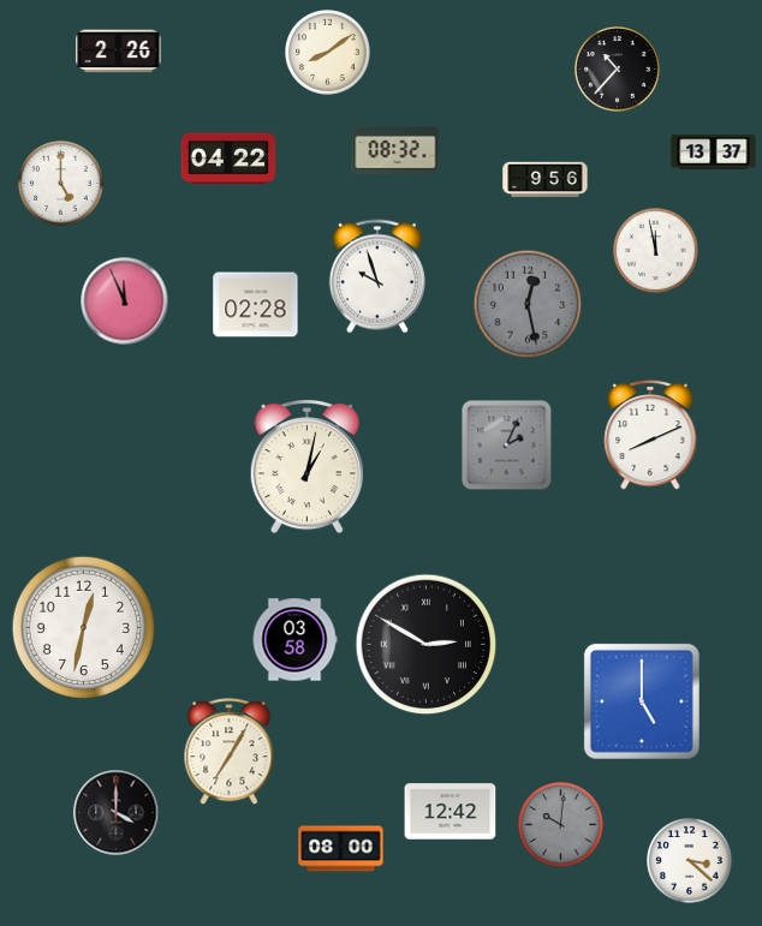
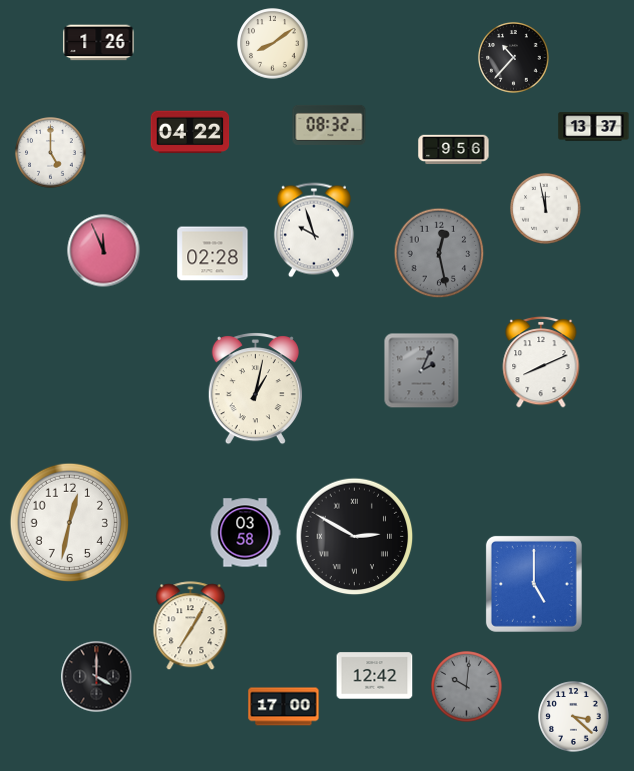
clock at (119, 52): 2:26 -> 1:26
clock at (341, 849): 08:00 -> 17:00
